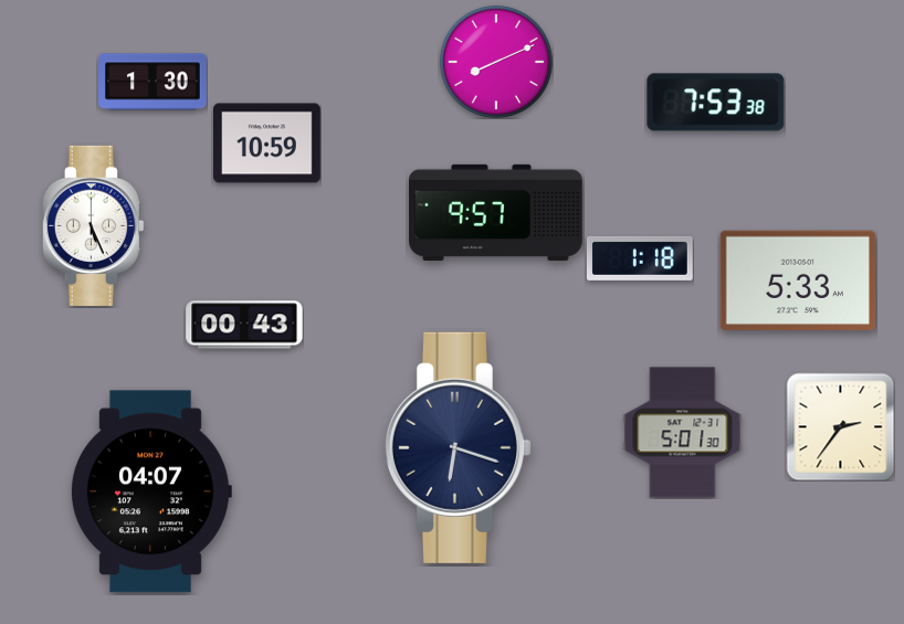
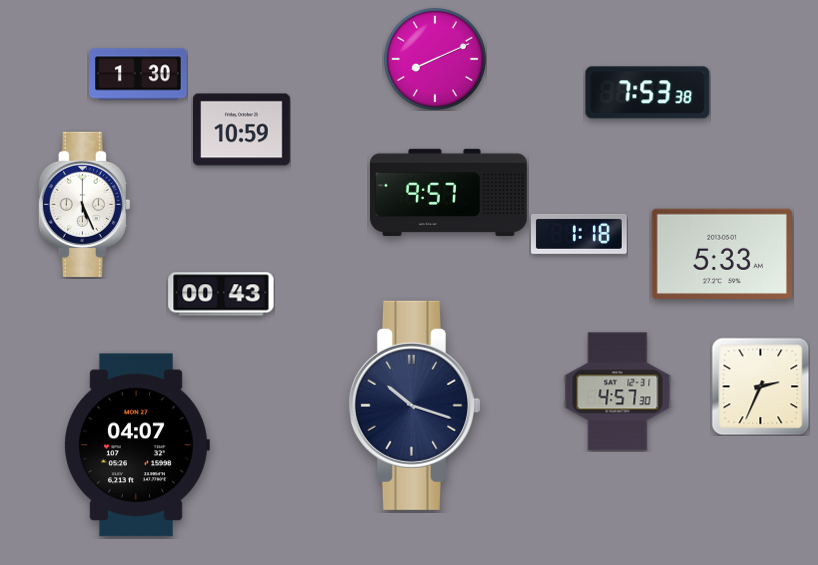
clock at (496, 62) position: (496, 62) -> (435, 59)
clock at (840, 426): 2:36 -> 2:34
clock at (683, 433): 5:01 -> 4:57
clock at (458, 447): 6:18 -> 10:18
